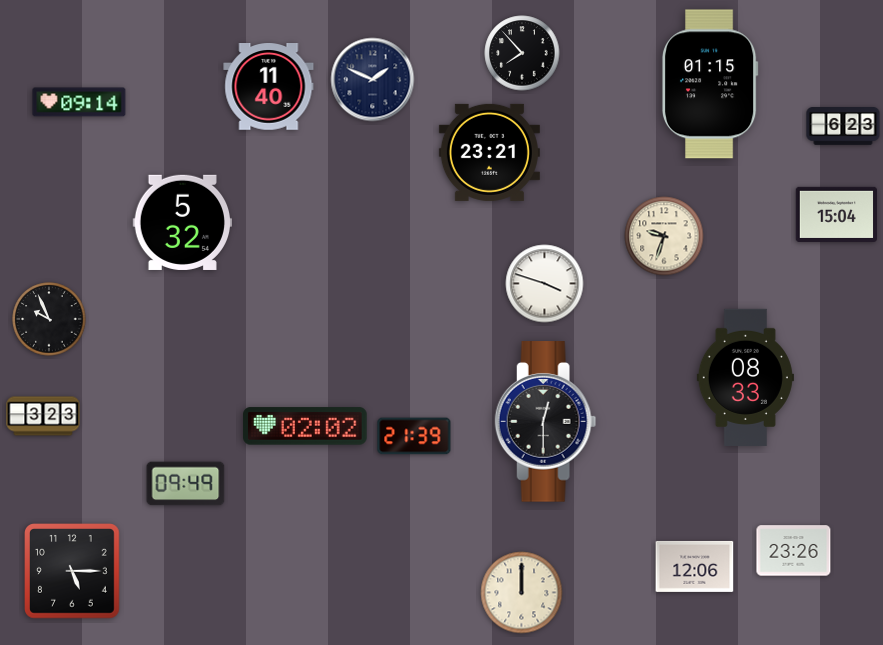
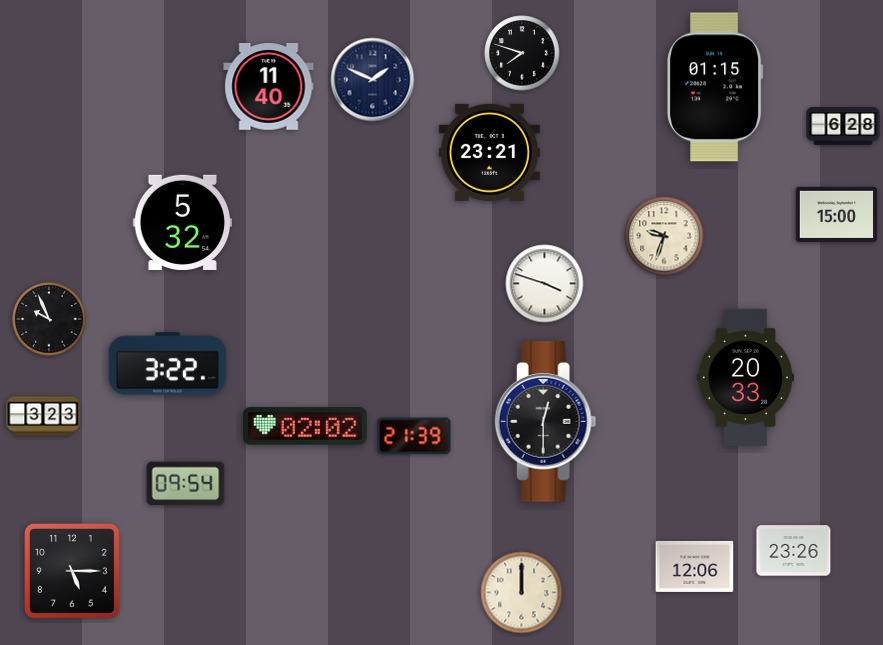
clock at (522, 53): 7:53 -> 7:48
clock at (710, 84) position: (710, 84) -> (715, 87)
clock at (79, 102): 09:14 -> none
clock at (843, 126): 6:23 -> 6:28
clock at (836, 214): 15:04 -> 15:00
clock at (168, 364): none -> 3:22
clock at (745, 377): 08:33 -> 20:33
clock at (186, 484): 09:49 -> 09:54
